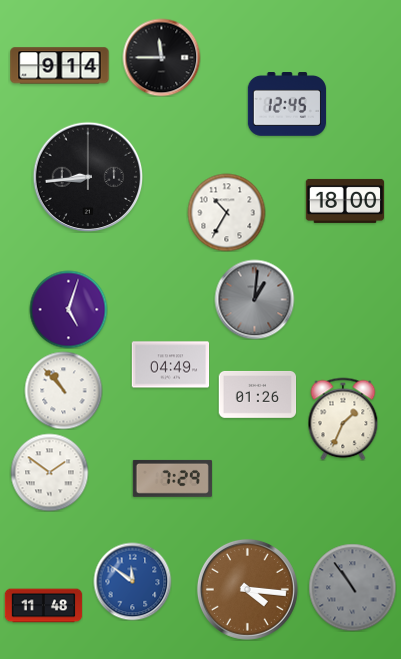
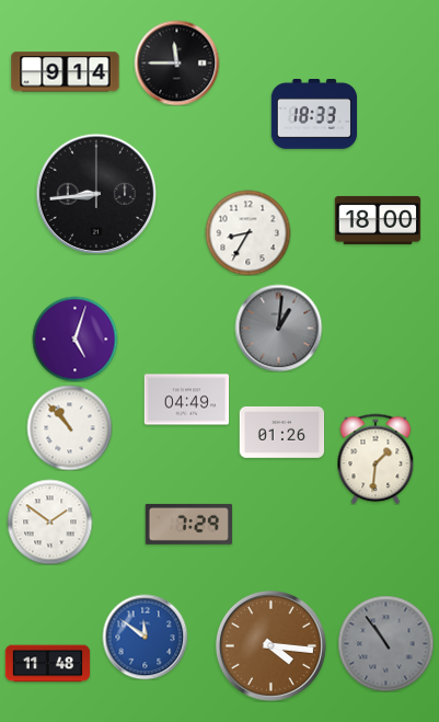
clock at (286, 105): 12:45 -> 18:33
clock at (226, 212): 10:35 -> 8:35
clock at (343, 419): 1:34 -> 1:31
clock at (49, 472) position: (49, 472) -> (49, 522)
